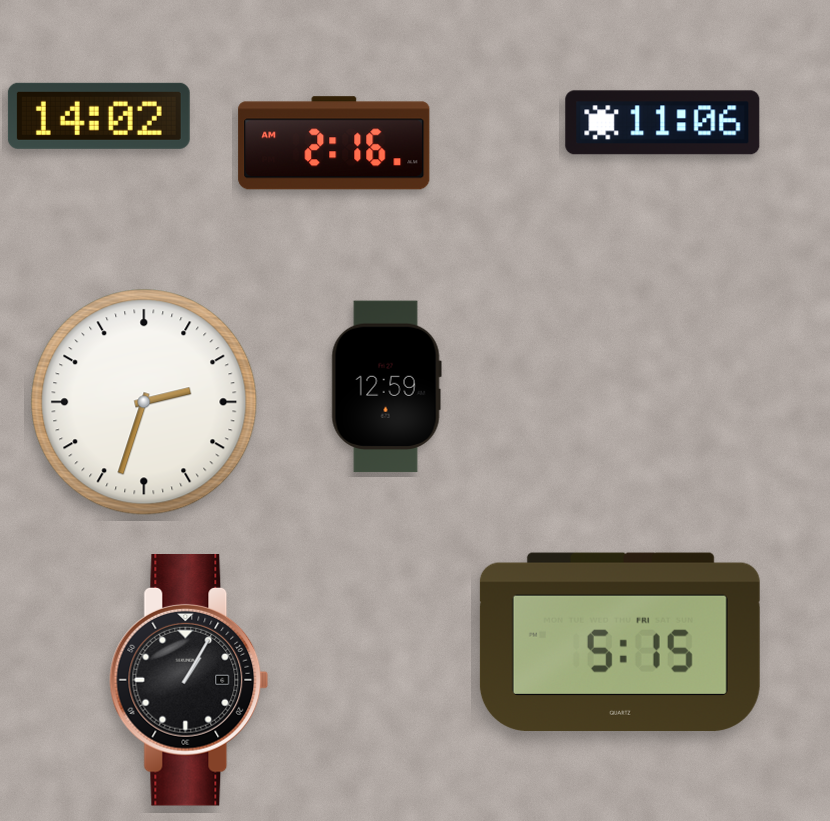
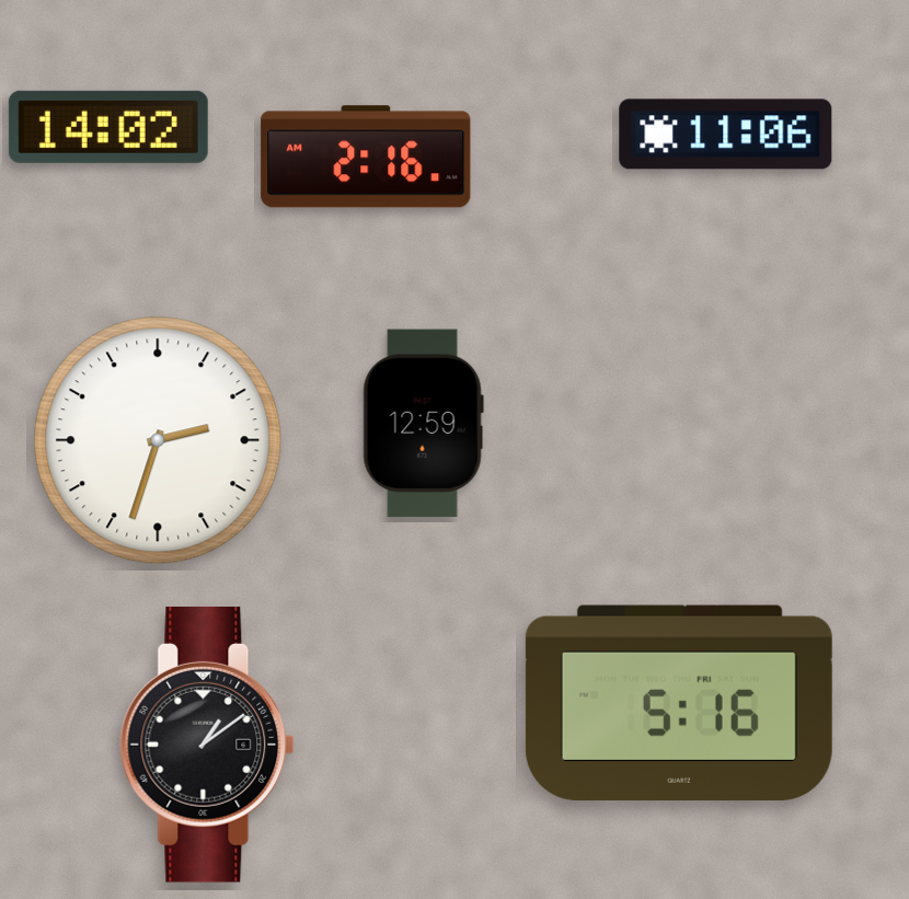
clock at (620, 642): 5:15 -> 5:16
clock at (189, 681): 1:05 -> 1:09
